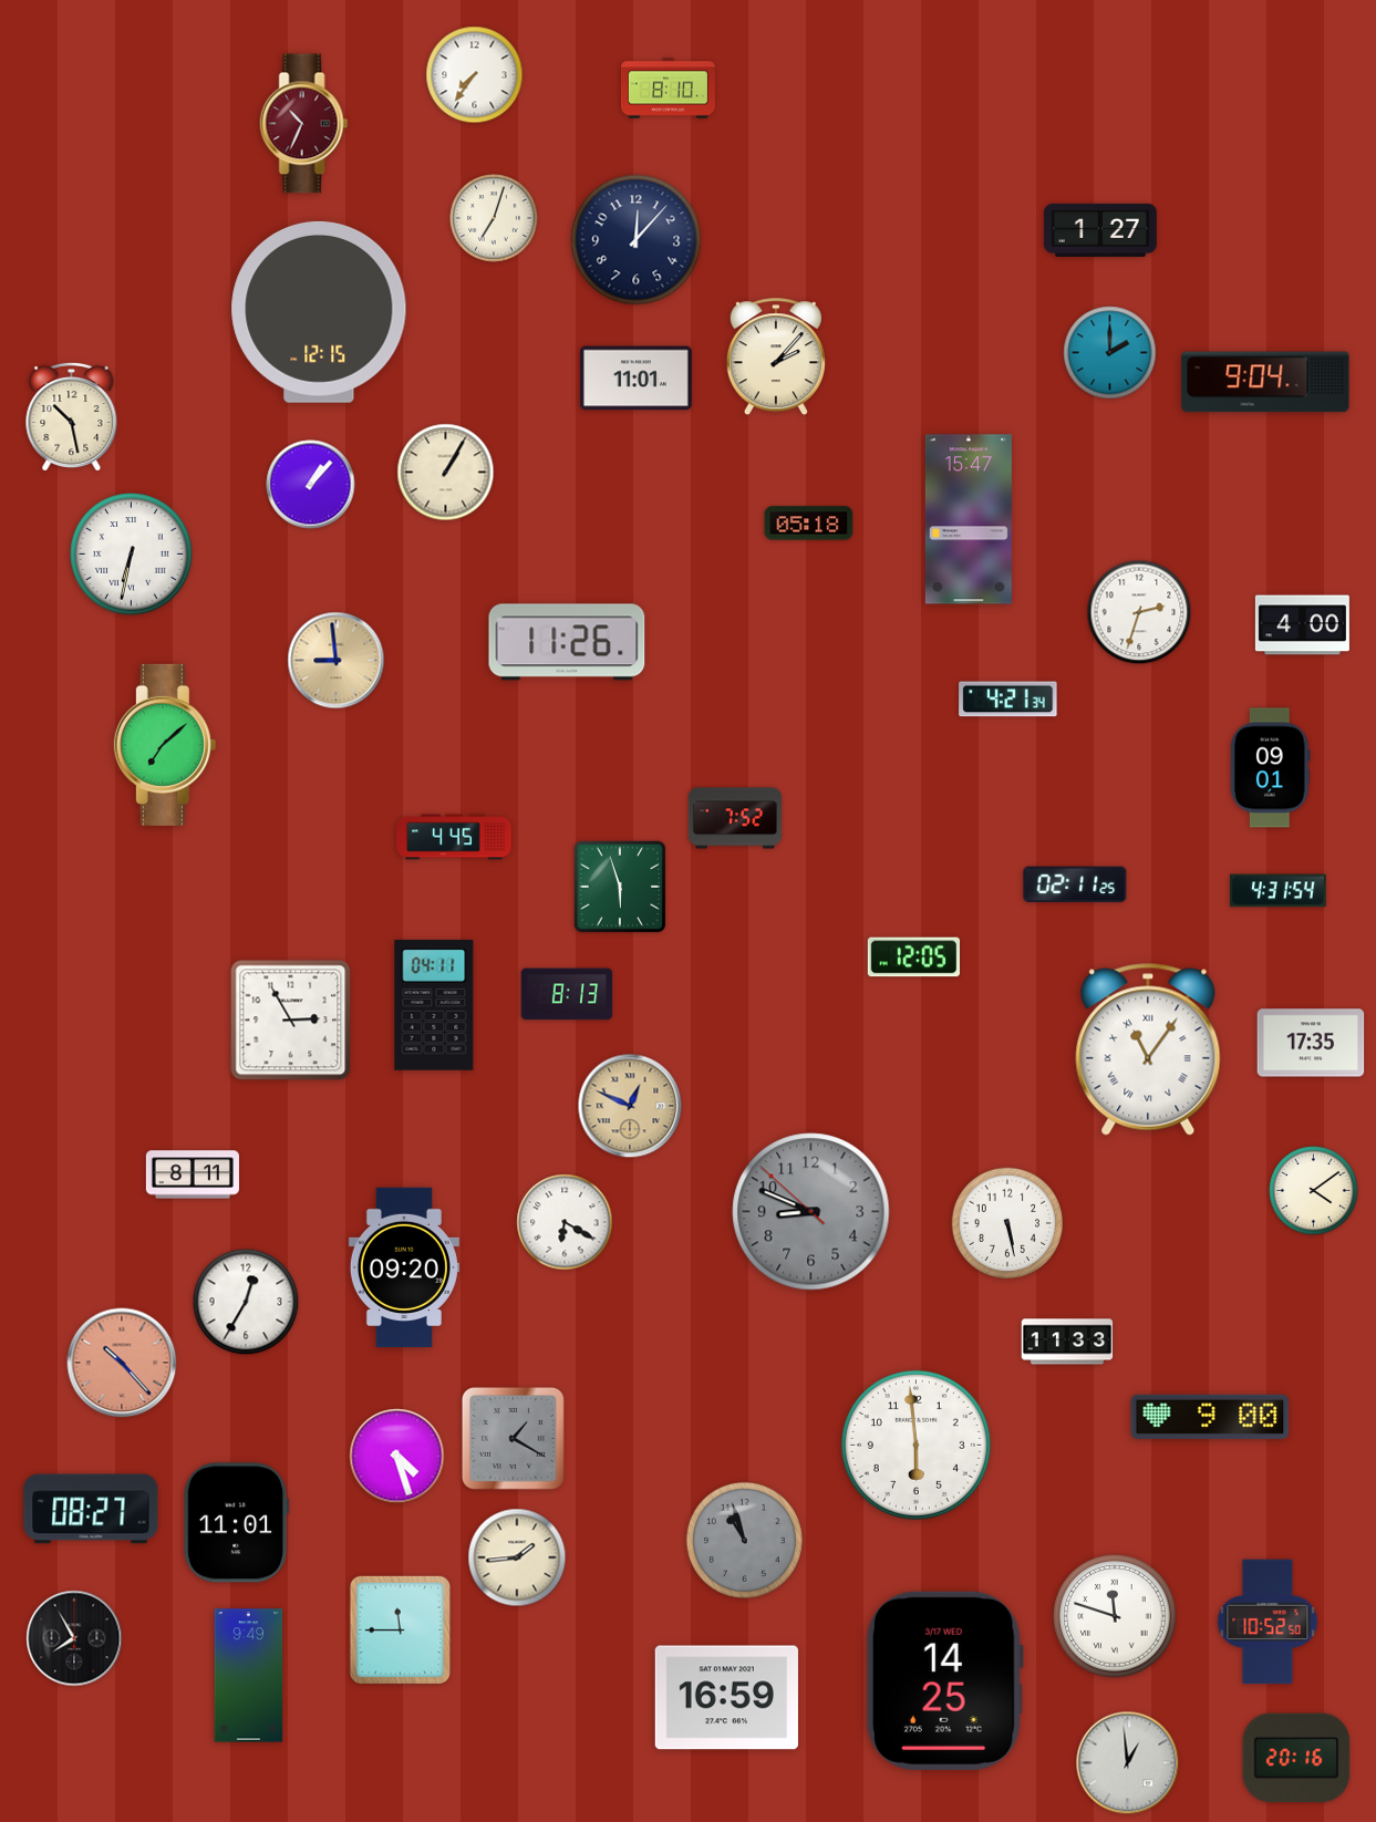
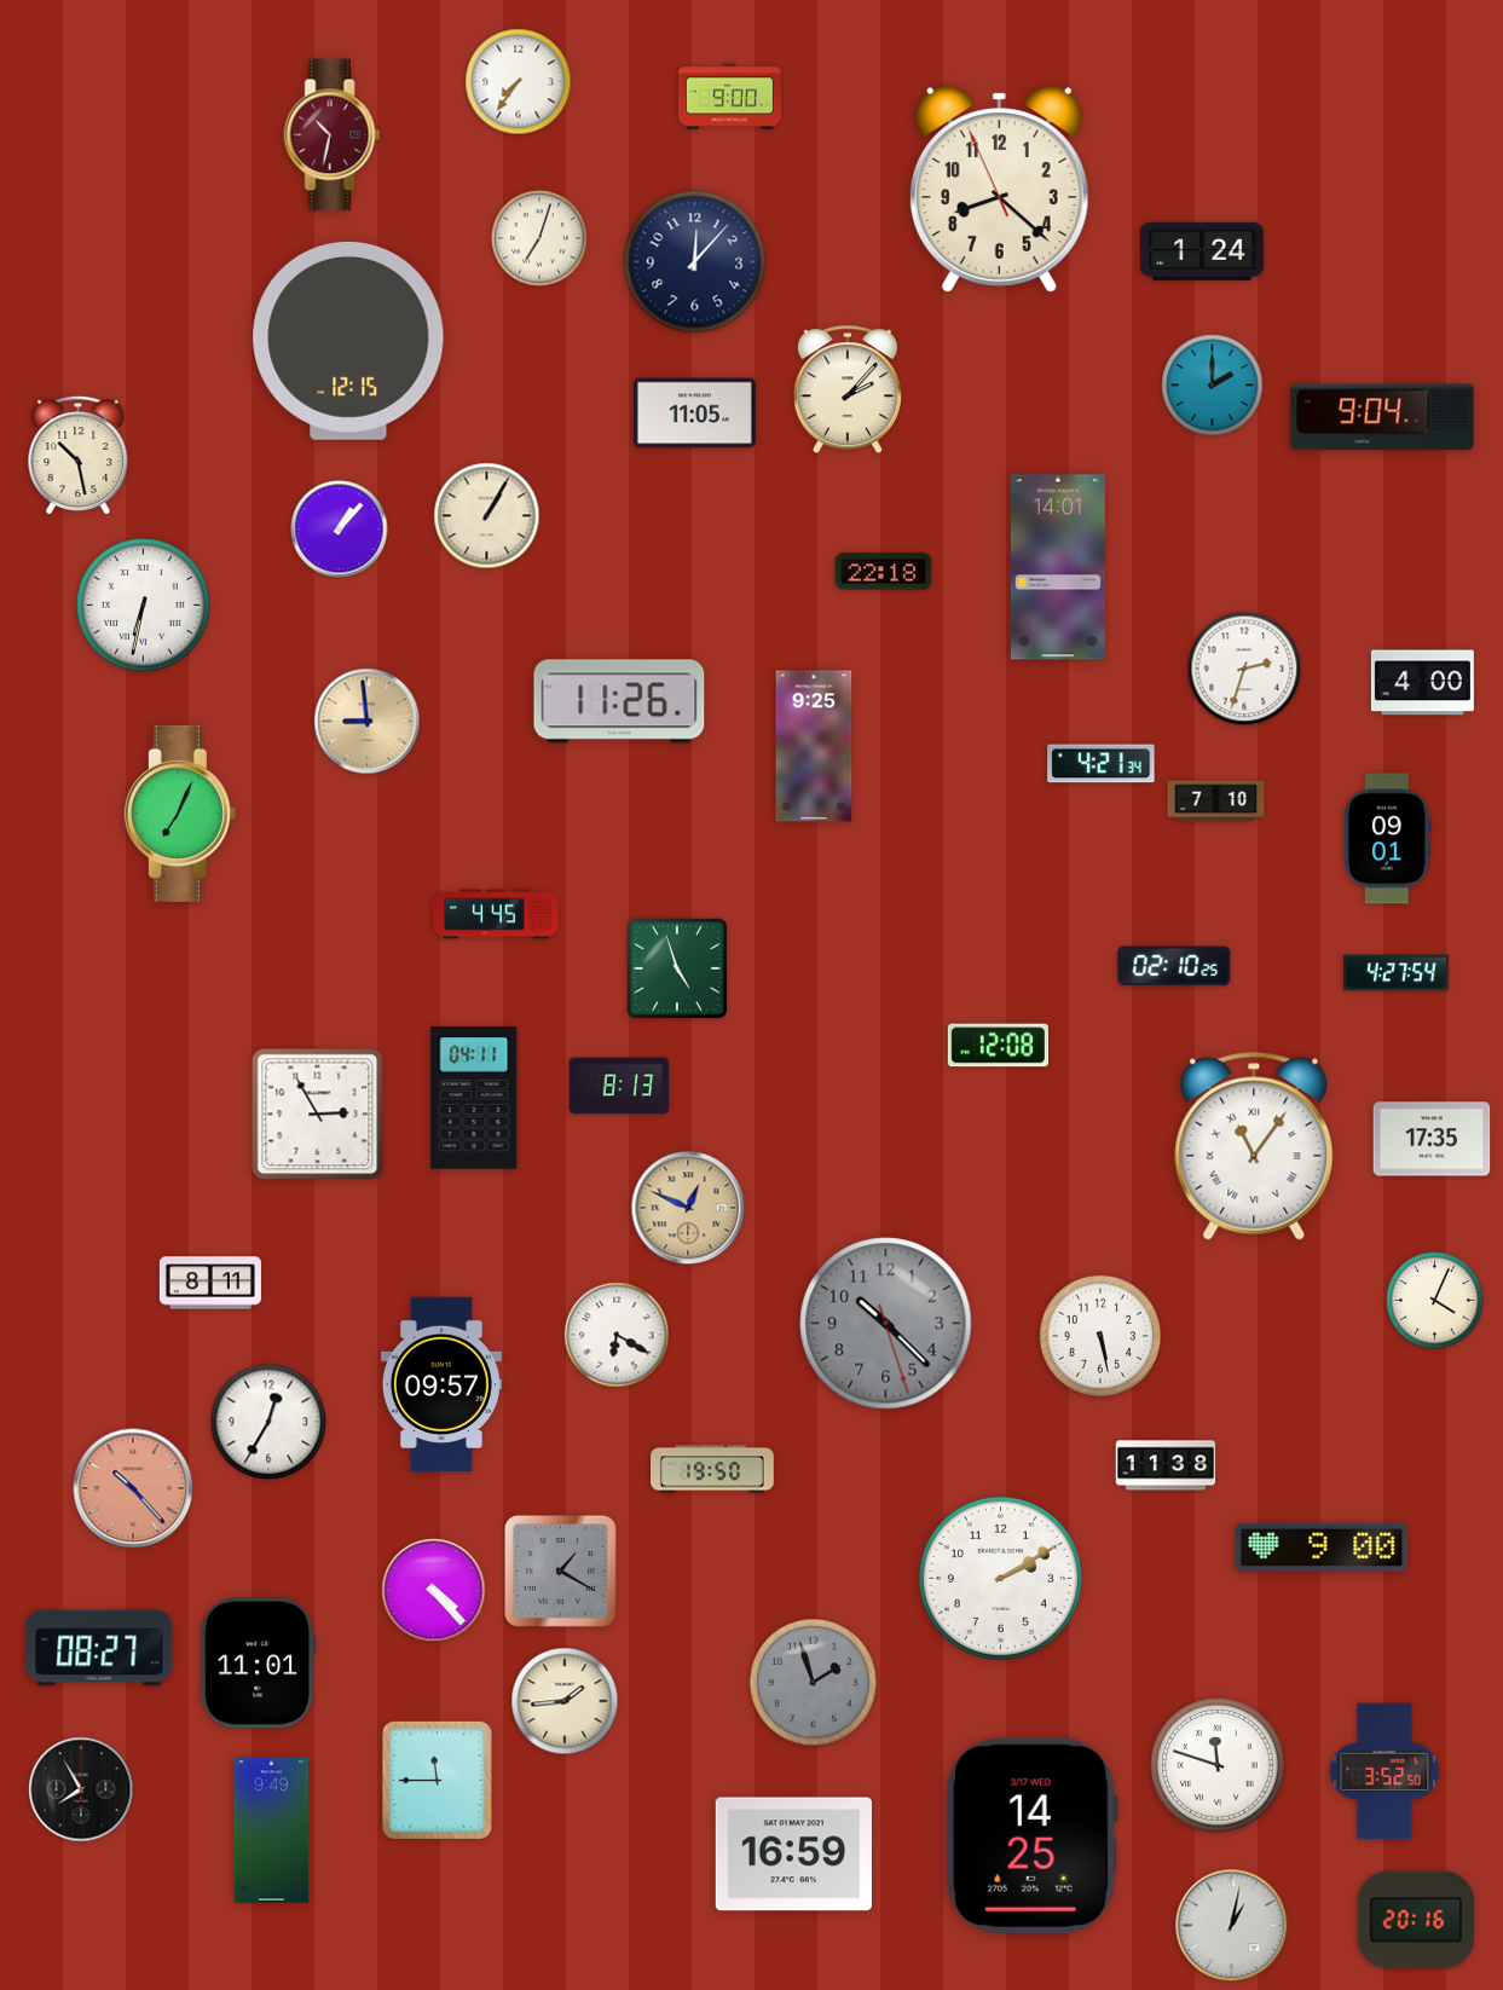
clock at (668, 89): 8:10 -> 9:00
clock at (304, 124): 10:34 -> 10:32
clock at (999, 190): none -> 8:21
clock at (1101, 230): 1:27 -> 1:24
clock at (635, 379): 11:01 -> 11:05
clock at (969, 519): 15:47 -> 14:01
clock at (809, 524): 05:18 -> 22:18
clock at (814, 746): none -> 9:25
clock at (1216, 802): none -> 7:10
clock at (165, 745): 7:08 -> 7:04
clock at (735, 818): 7:52 -> none
clock at (1075, 884): 02:11 -> 02:10
clock at (620, 887): 5:57 -> 4:57
clock at (1279, 891): 4:31 -> 4:27
clock at (913, 957): 12:05 -> 12:08
clock at (1314, 1191): 4:09 -> 4:04
clock at (811, 1212): 8:48 -> 10:22
clock at (404, 1267): 09:20 -> 09:57
clock at (1067, 1342): 11:33 -> 11:38
clock at (712, 1469): none -> 19:50
clock at (915, 1445): 5:59 -> 2:10
clock at (397, 1457): 4:27 -> 4:23
clock at (744, 1540): 10:57 -> 1:57
clock at (1268, 1622): 10:52 -> 3:52
clock at (1128, 1763): 12:59 -> 1:02
